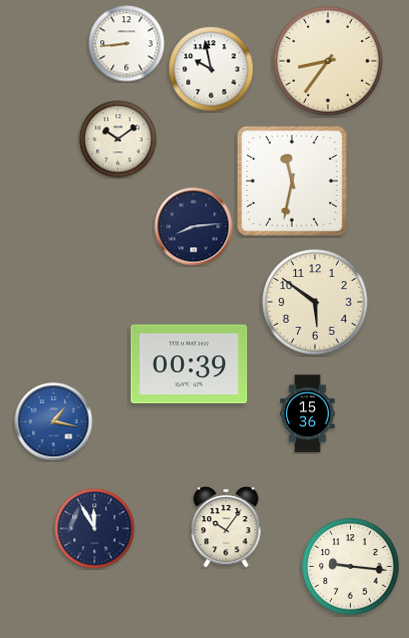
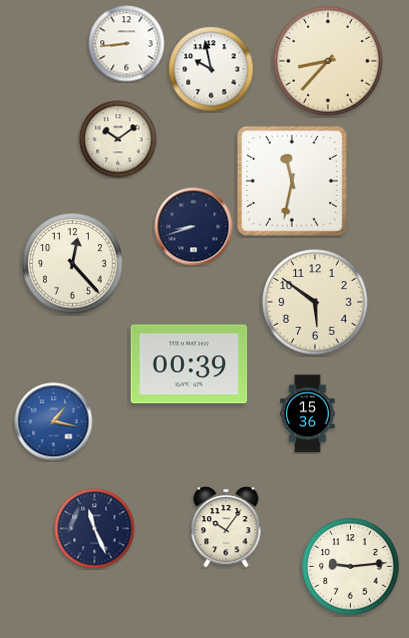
clock at (328, 61): 8:36 -> 8:37
clock at (194, 227): 8:14 -> 8:42
clock at (73, 264): none -> 12:23
clock at (95, 529): 11:55 -> 11:26
clock at (351, 567): 9:16 -> 9:14
